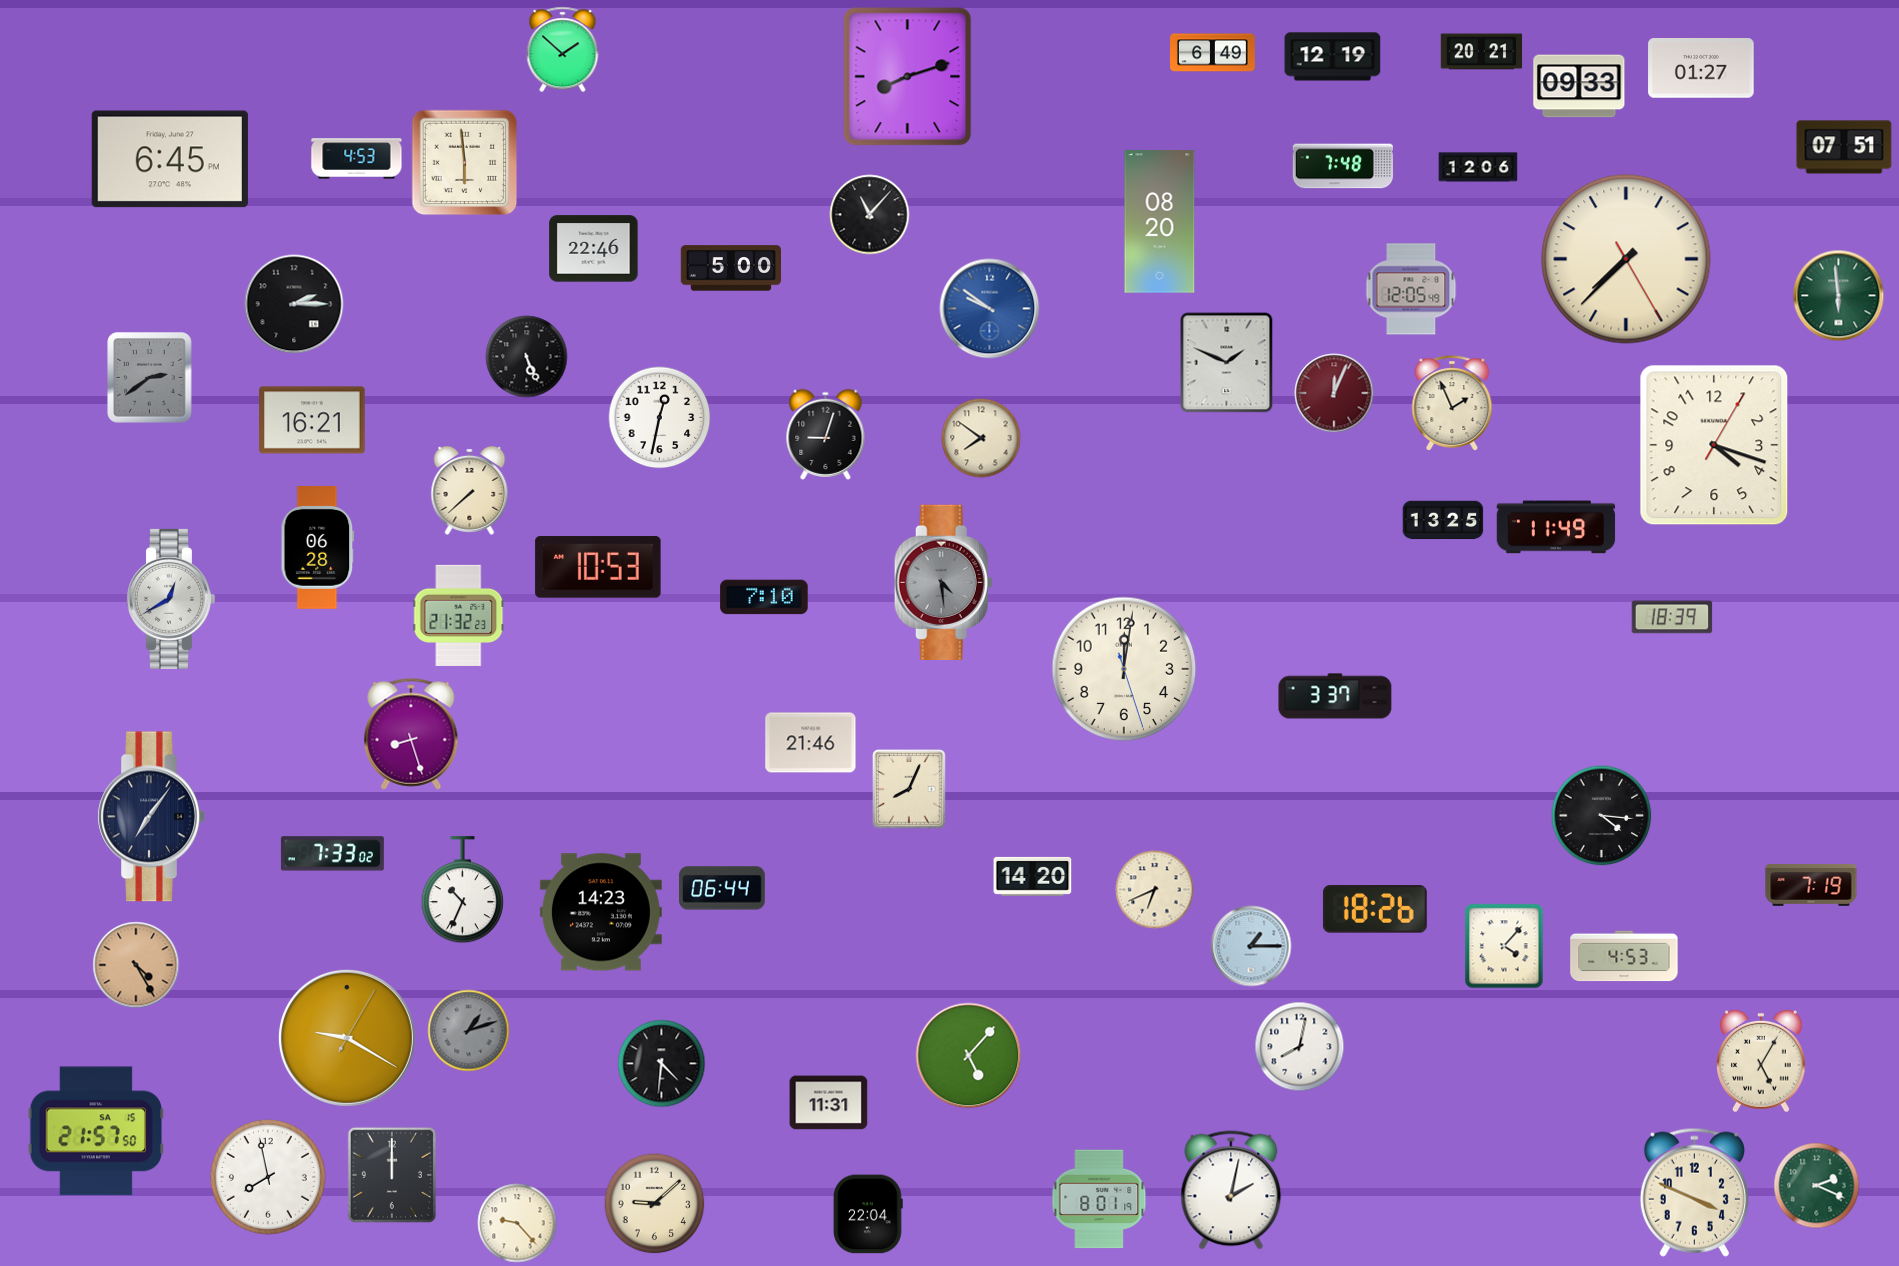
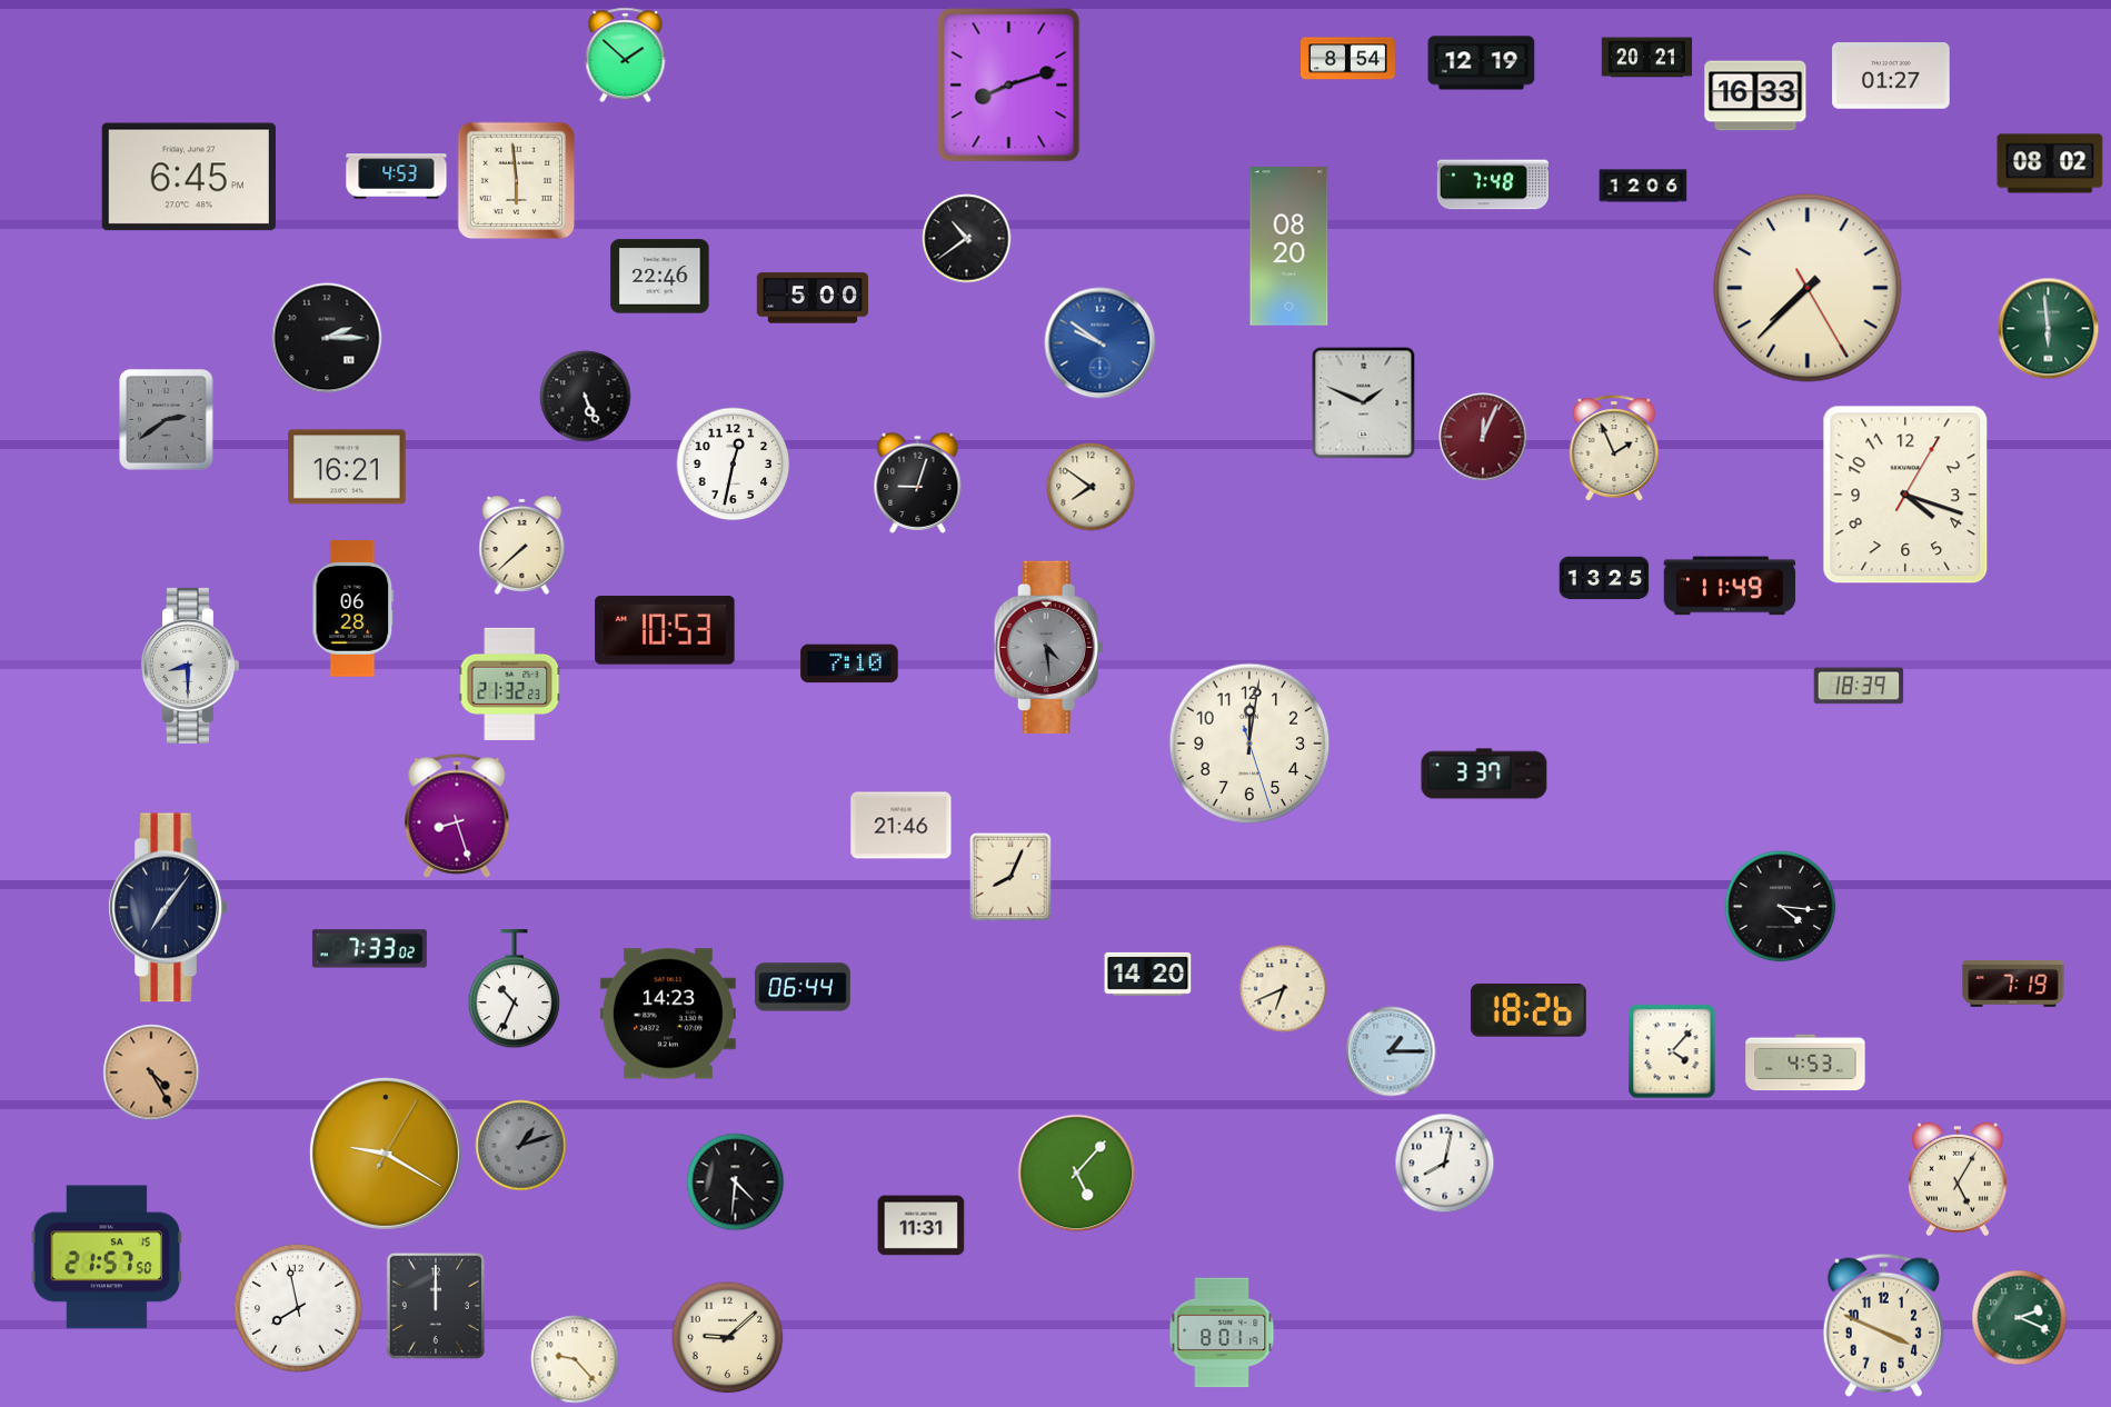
clock at (1213, 53): 6:49 -> 8:54
clock at (1579, 86): 09:33 -> 16:33
clock at (1844, 147): 07:51 -> 08:02
clock at (870, 215): 11:07 -> 10:39
clock at (1411, 289): 12:05 -> none
clock at (1839, 296) position: (1839, 296) -> (2049, 329)
clock at (170, 599): 12:40 -> 8:30
clock at (1231, 1190): 2:02 -> none
clock at (868, 1214): 22:04 -> none
